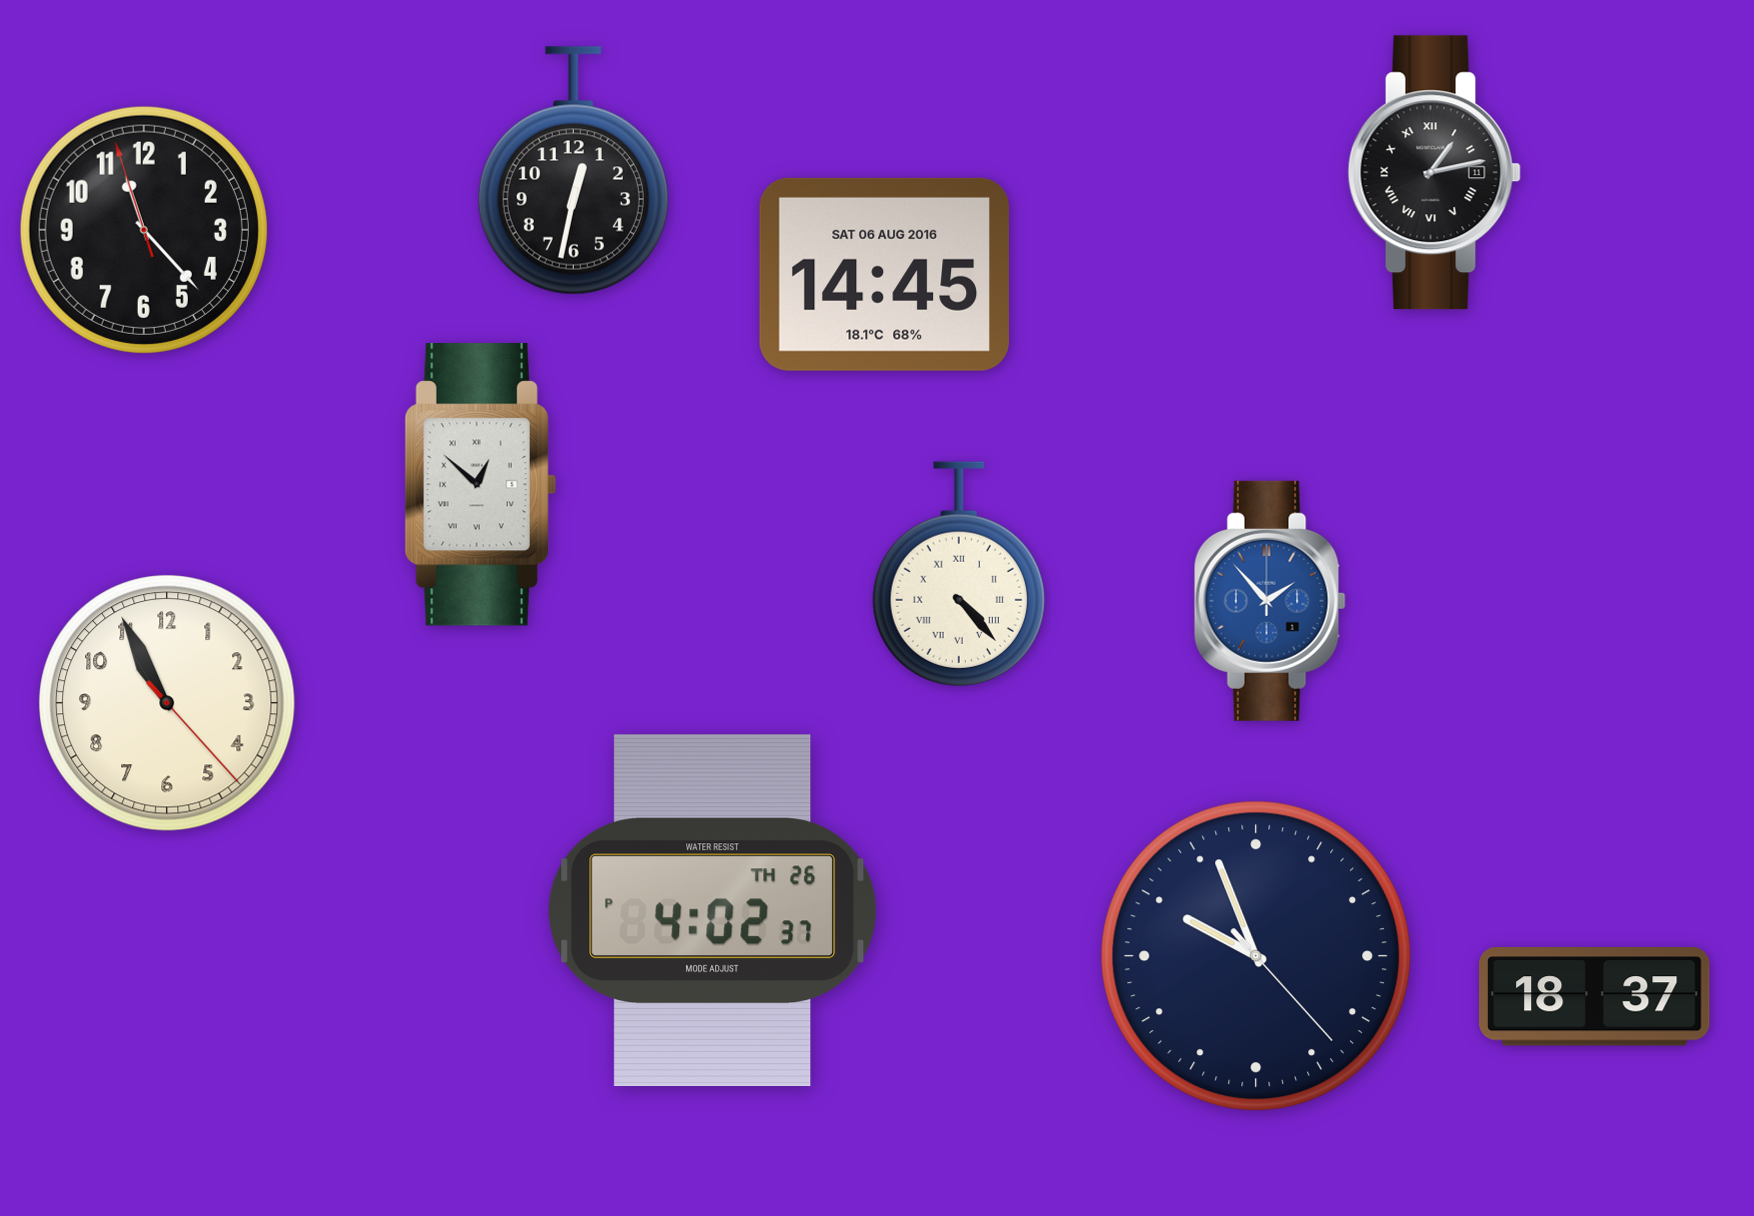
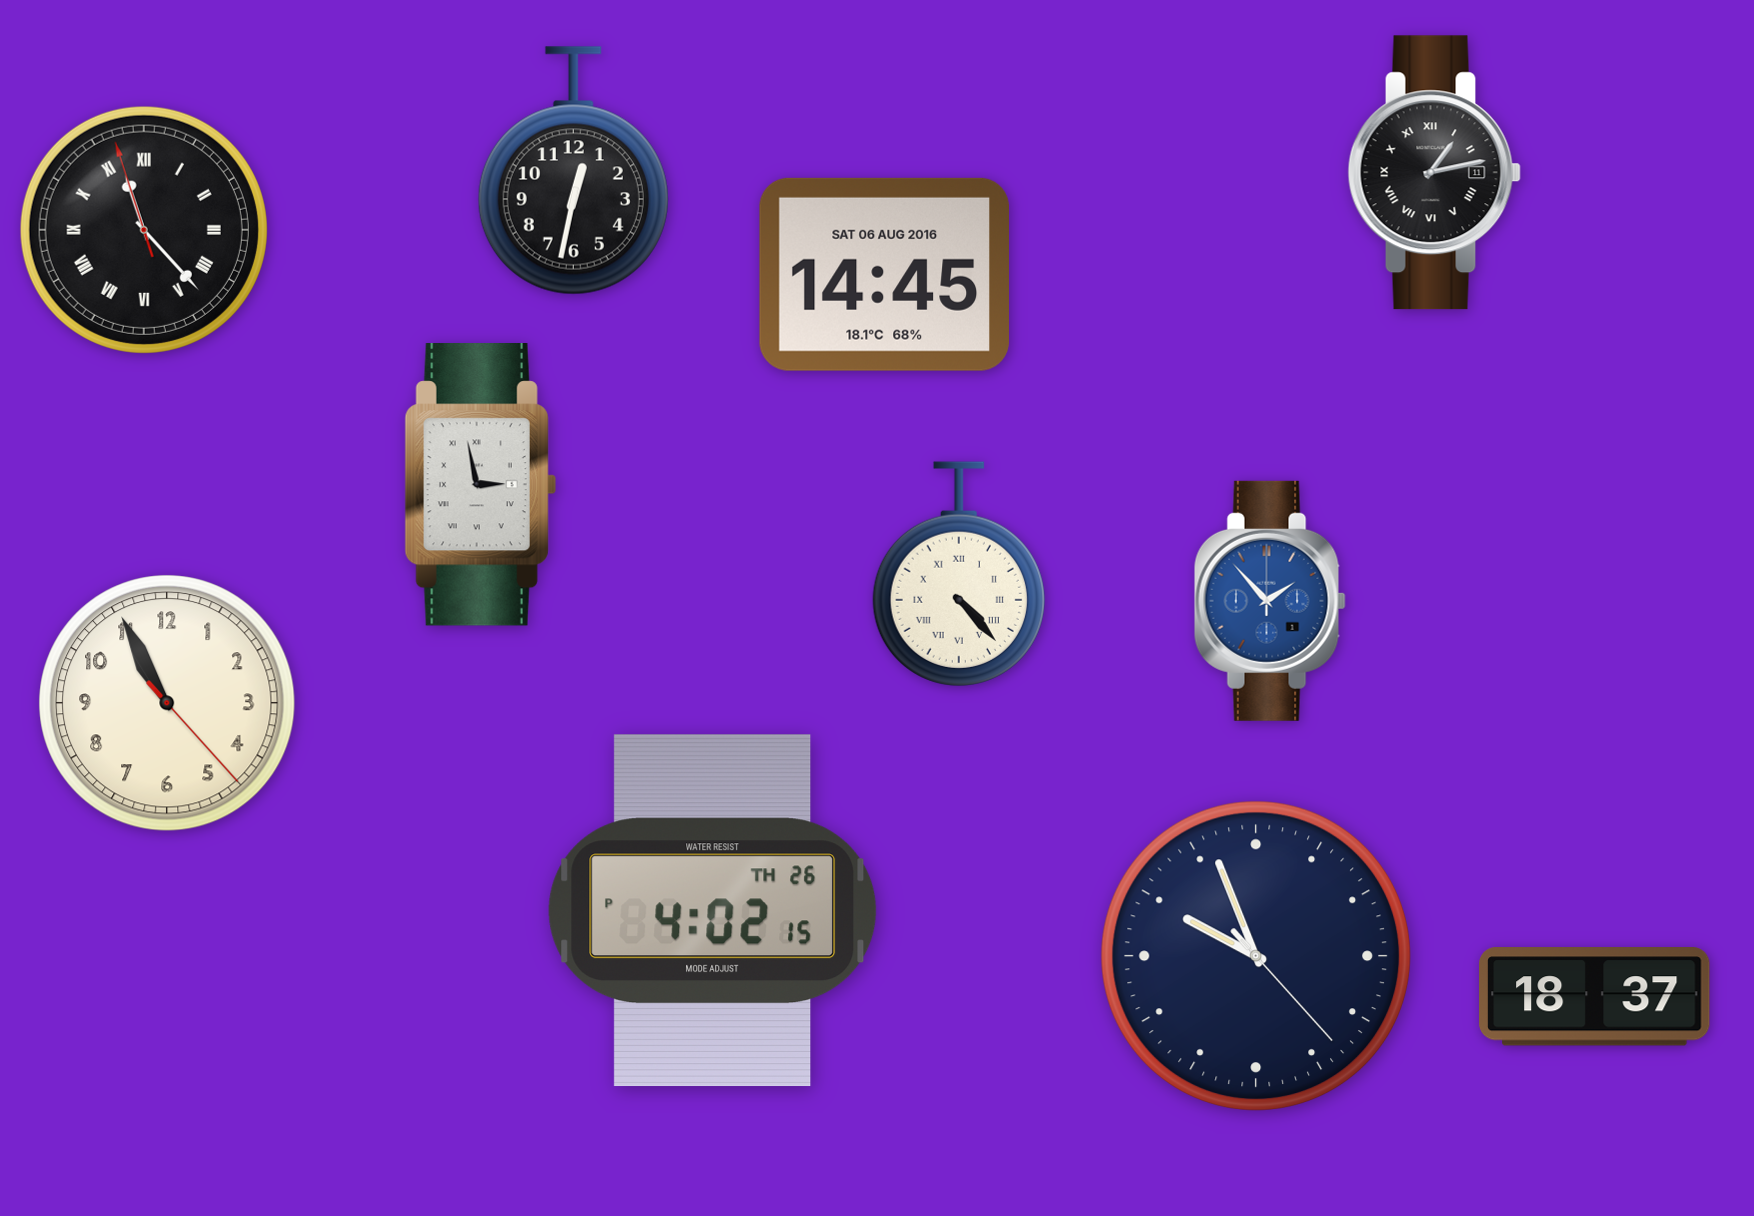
clock at (144, 230) numerals: Arabic -> Roman
clock at (480, 485): 12:52 -> 2:58
clock at (713, 911): 4:02:37 PM -> 4:02:15 PM
